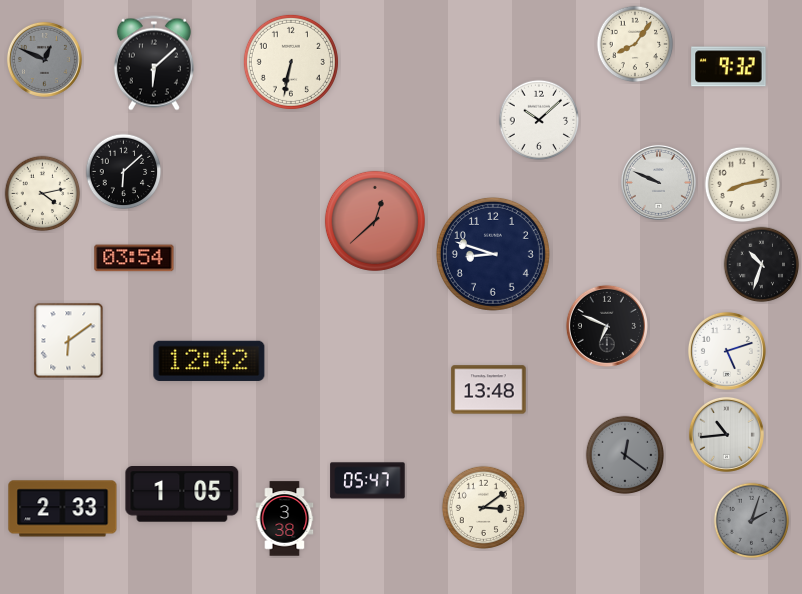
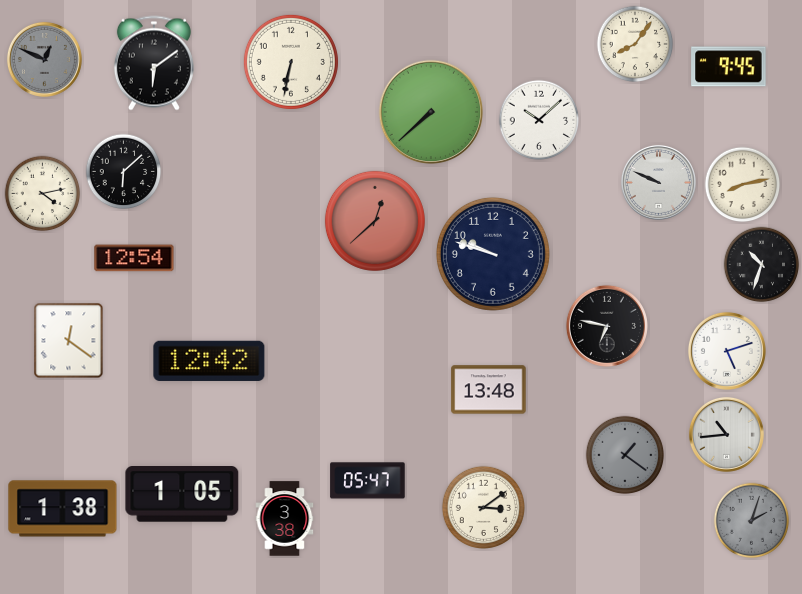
clock at (154, 63): 6:08 -> 6:09
clock at (729, 67): 9:32 -> 9:45
clock at (431, 112): none -> 7:38
clock at (493, 254): 8:48 -> 9:48
clock at (134, 258): 03:54 -> 12:54
clock at (607, 326): 6:49 -> 6:47
clock at (69, 341): 6:09 -> 12:21
clock at (625, 455): 12:21 -> 1:21
clock at (63, 509): 2:33 -> 1:38
